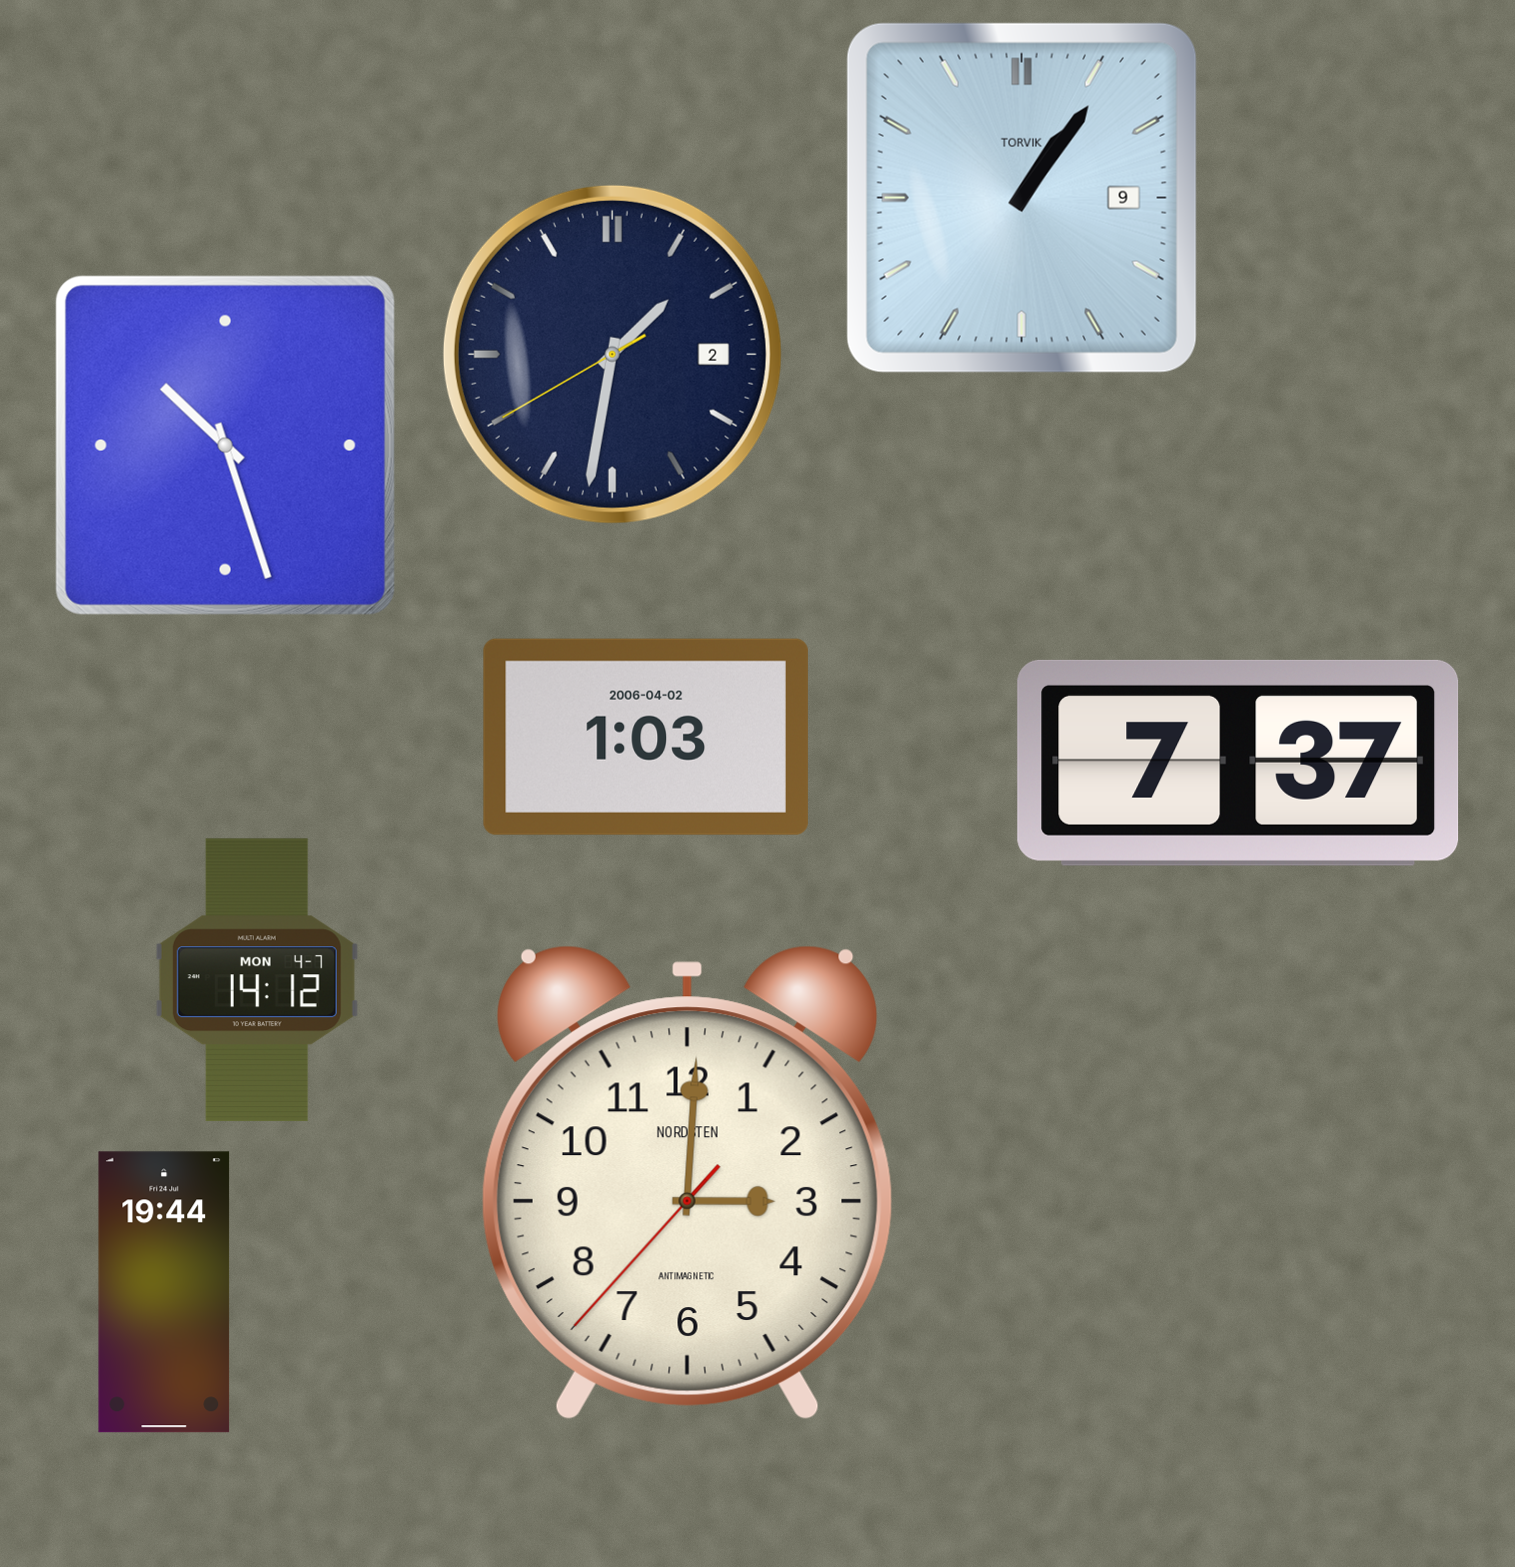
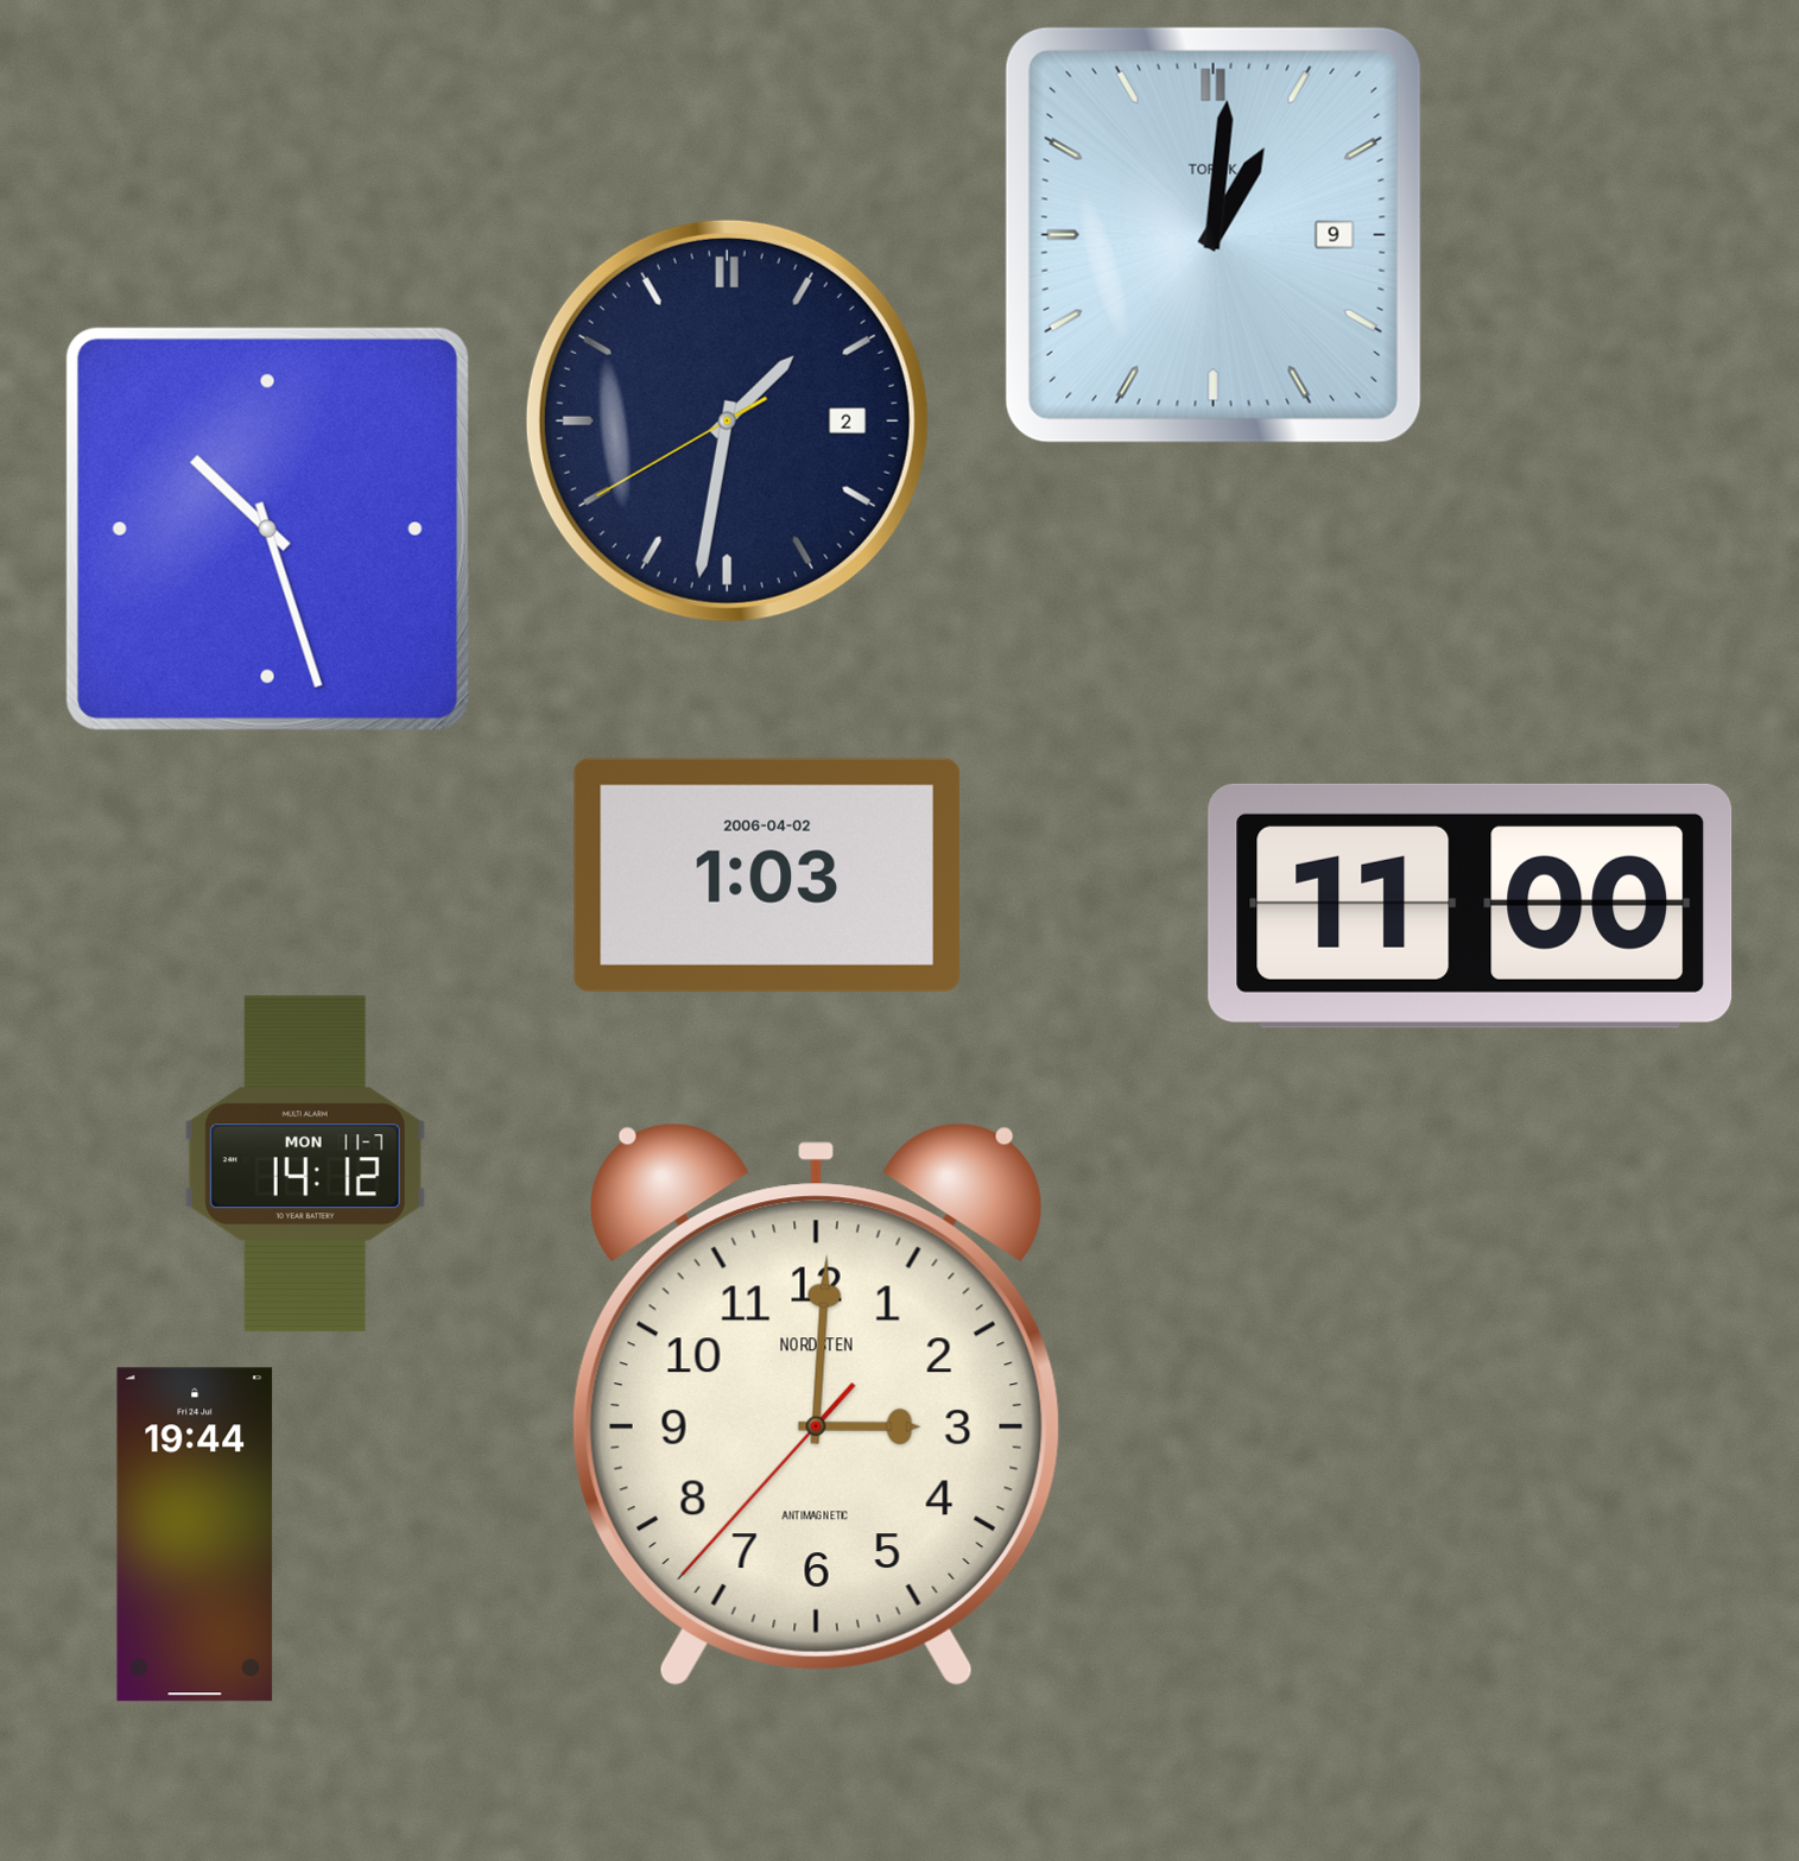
clock at (1022, 198): 1:06 -> 1:01
clock at (1238, 763): 7:37 -> 11:00
clock at (257, 980) date: MON 4-7 -> MON 11-7
